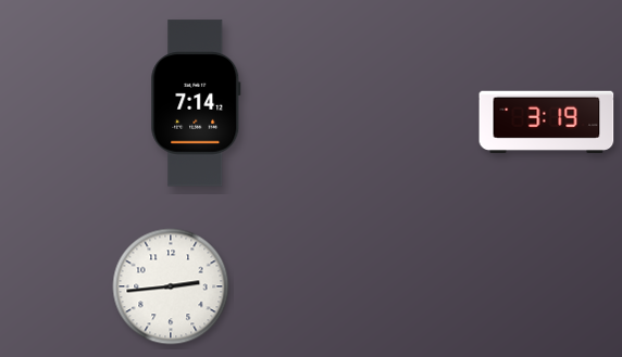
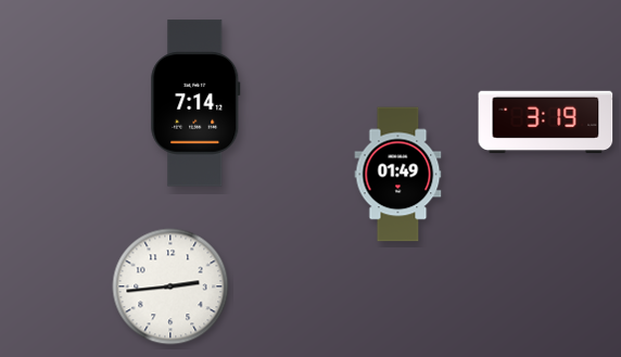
clock at (398, 175): none -> 01:49
